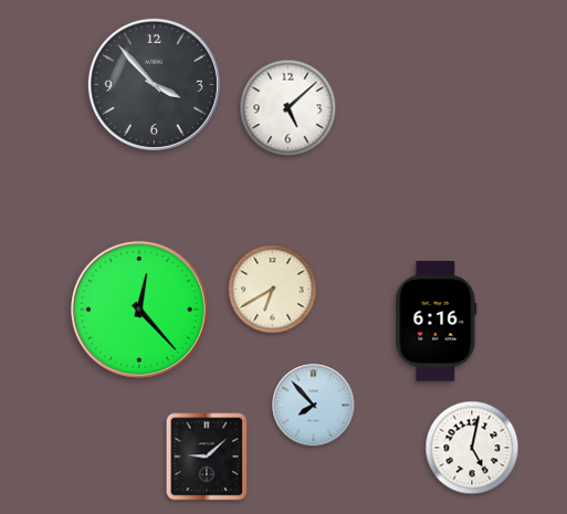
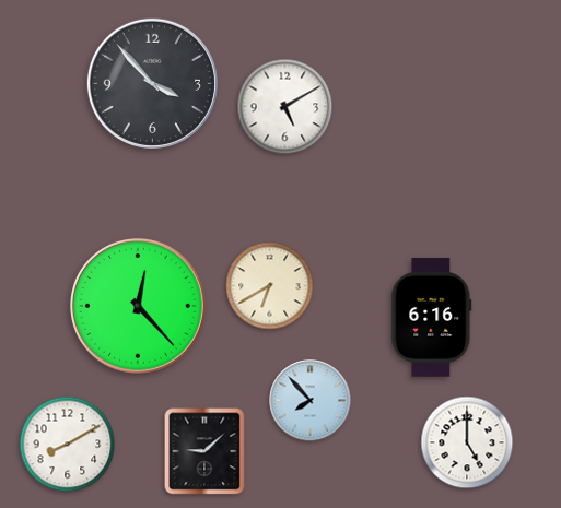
clock at (288, 108): 5:08 -> 5:10
clock at (472, 448): 5:02 -> 5:00
clock at (68, 445): none -> 8:10
